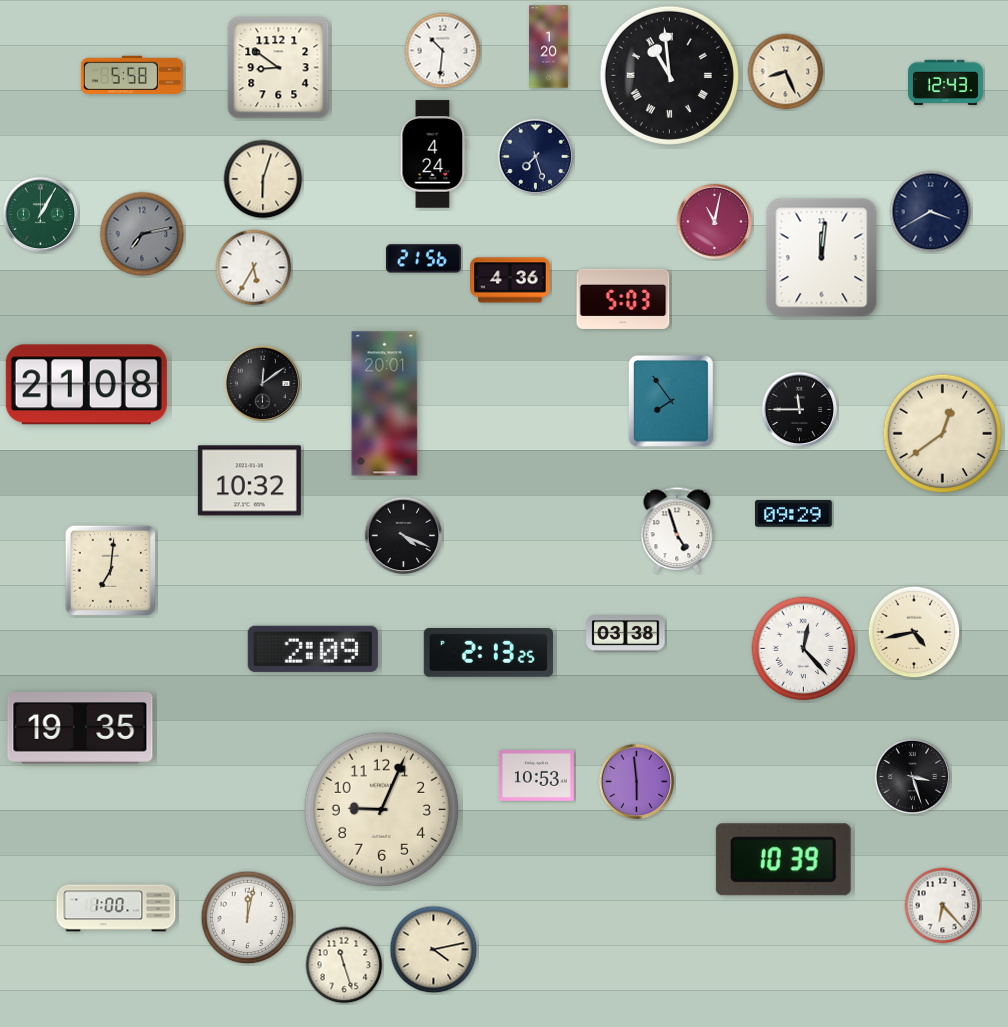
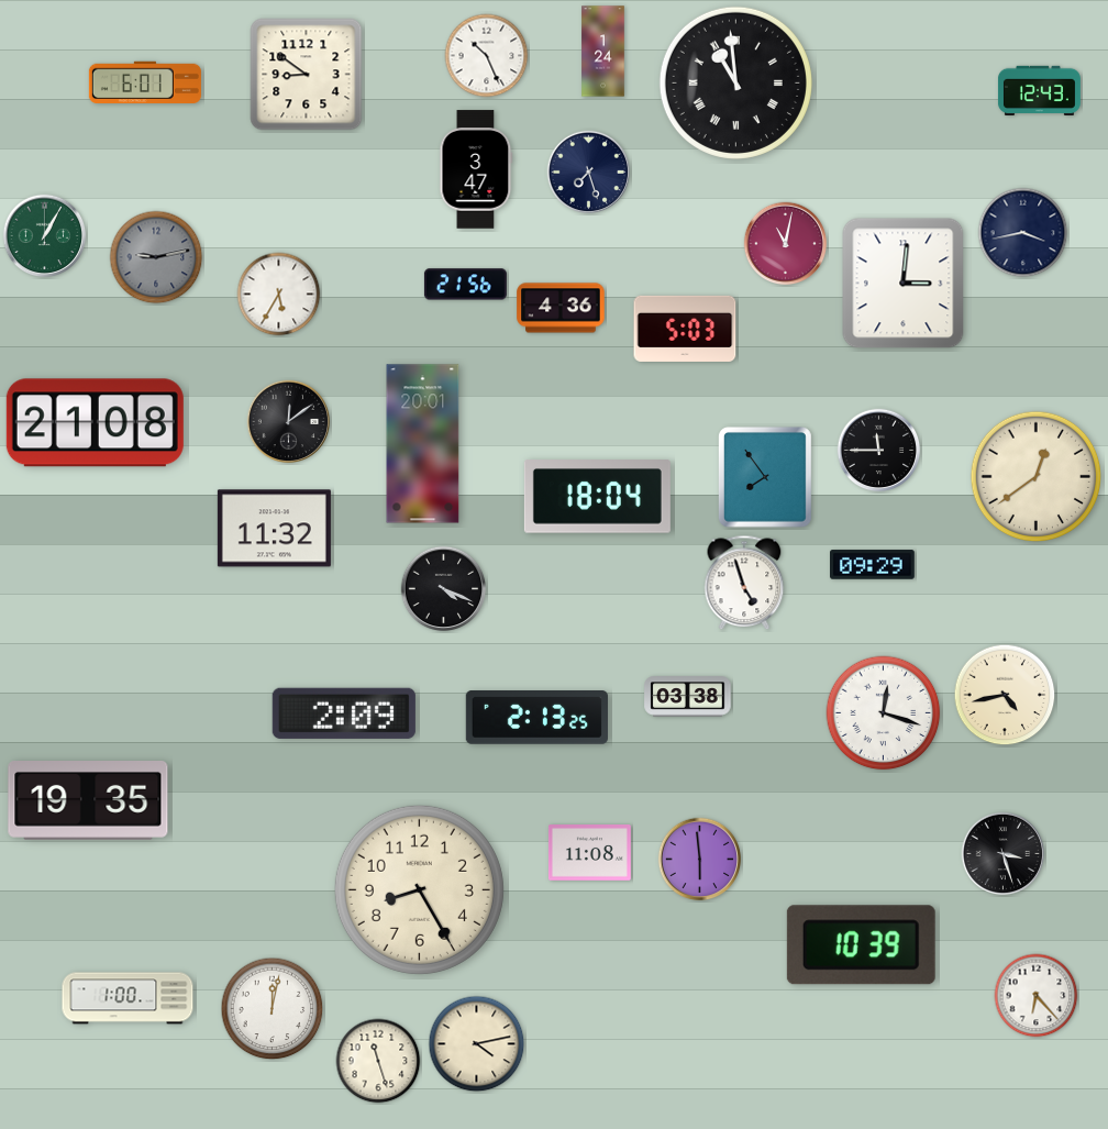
clock at (549, 47): 1:20 -> 1:24
clock at (443, 51): 10:31 -> 10:26
clock at (786, 72): 8:26 -> none
clock at (132, 74): 5:58 -> 6:01
clock at (433, 154): 4:24 -> 3:47
clock at (263, 179): 6:03 -> none
clock at (931, 212): 3:40 -> 3:43
clock at (142, 234): 7:13 -> 9:13
clock at (822, 258): 12:01 -> 3:01
clock at (671, 401) position: (671, 401) -> (765, 477)
clock at (597, 497): none -> 18:04
clock at (249, 481): 10:32 -> 11:32
clock at (110, 570): 7:01 -> none
clock at (804, 649): 12:23 -> 12:18
clock at (536, 776): 10:53 -> 11:08
clock at (381, 809): 9:04 -> 8:25
